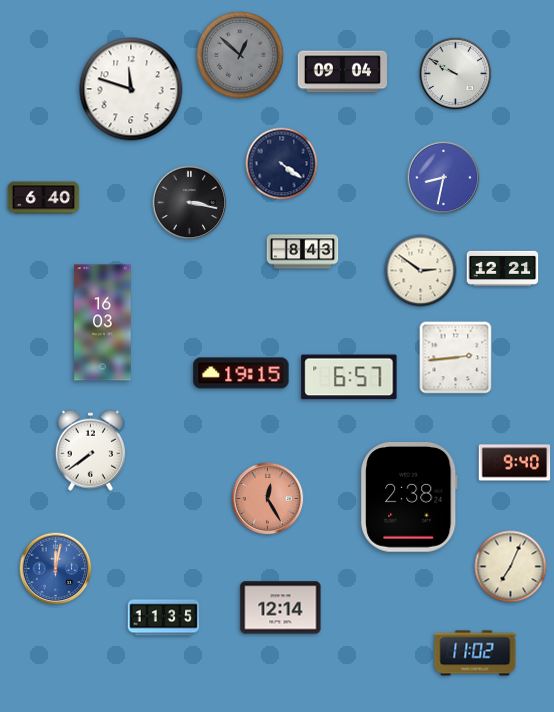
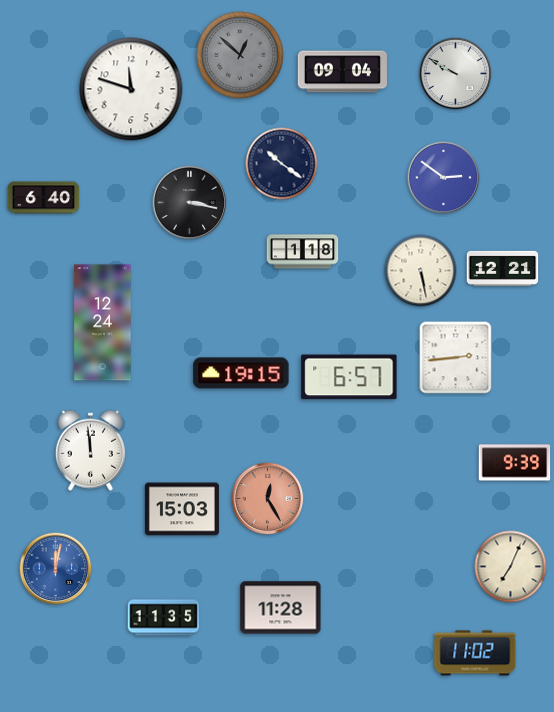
clock at (282, 164): 4:21 -> 10:21
clock at (444, 178): 8:32 -> 2:51
clock at (303, 252): 8:43 -> 1:18
clock at (421, 271): 2:51 -> 5:28
clock at (103, 323): 16:03 -> 12:24
clock at (90, 450): 7:39 -> 11:59
clock at (515, 463): 9:40 -> 9:39
clock at (409, 498): 2:38 -> none
clock at (182, 509): none -> 15:03
clock at (281, 608): 12:14 -> 11:28
